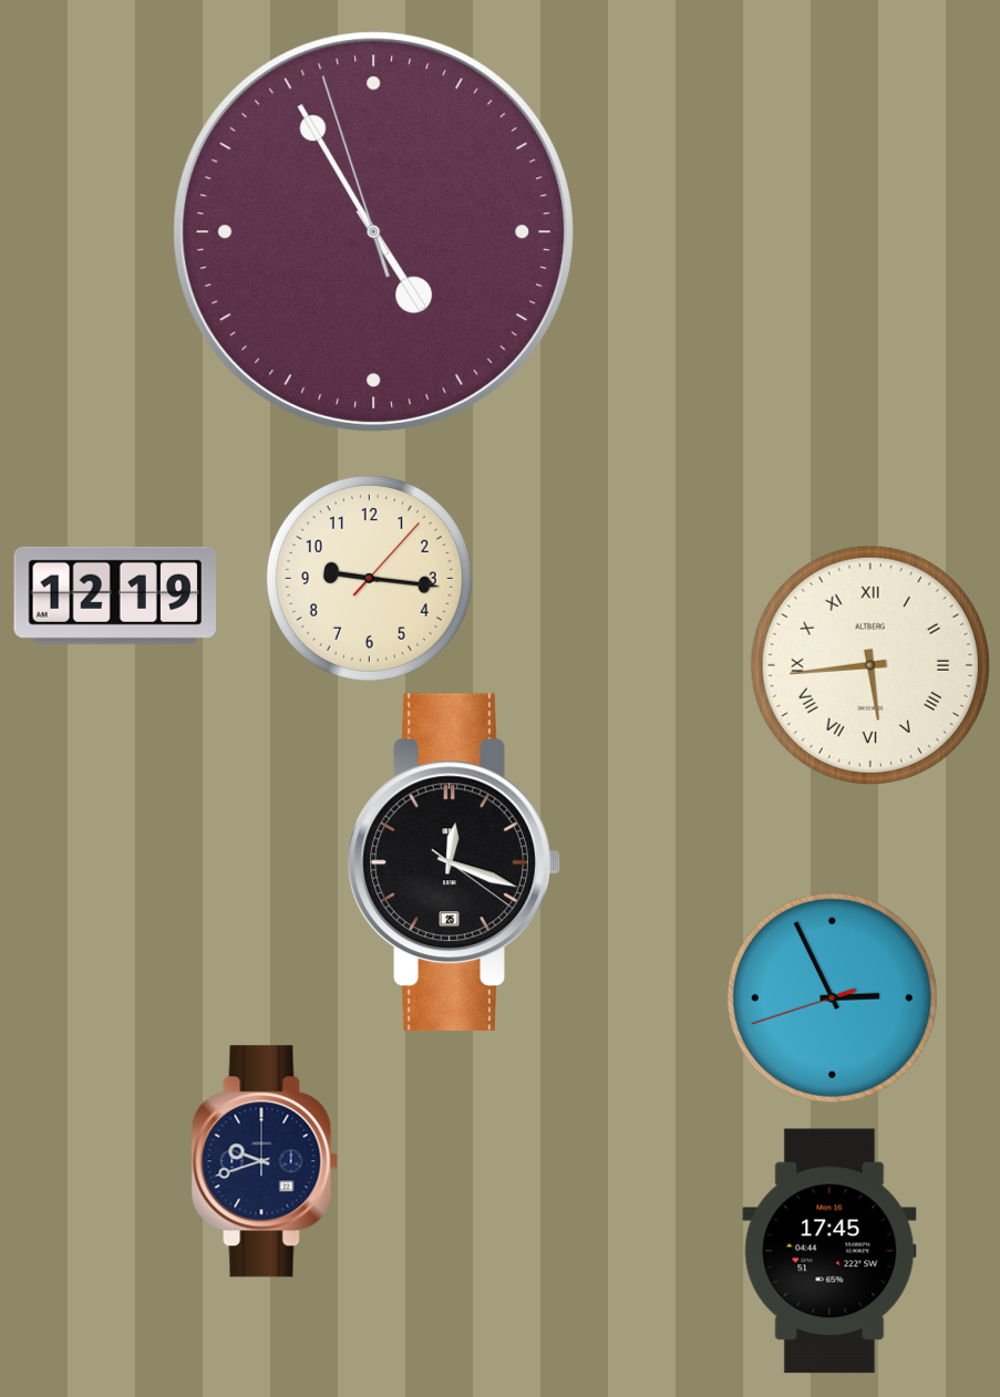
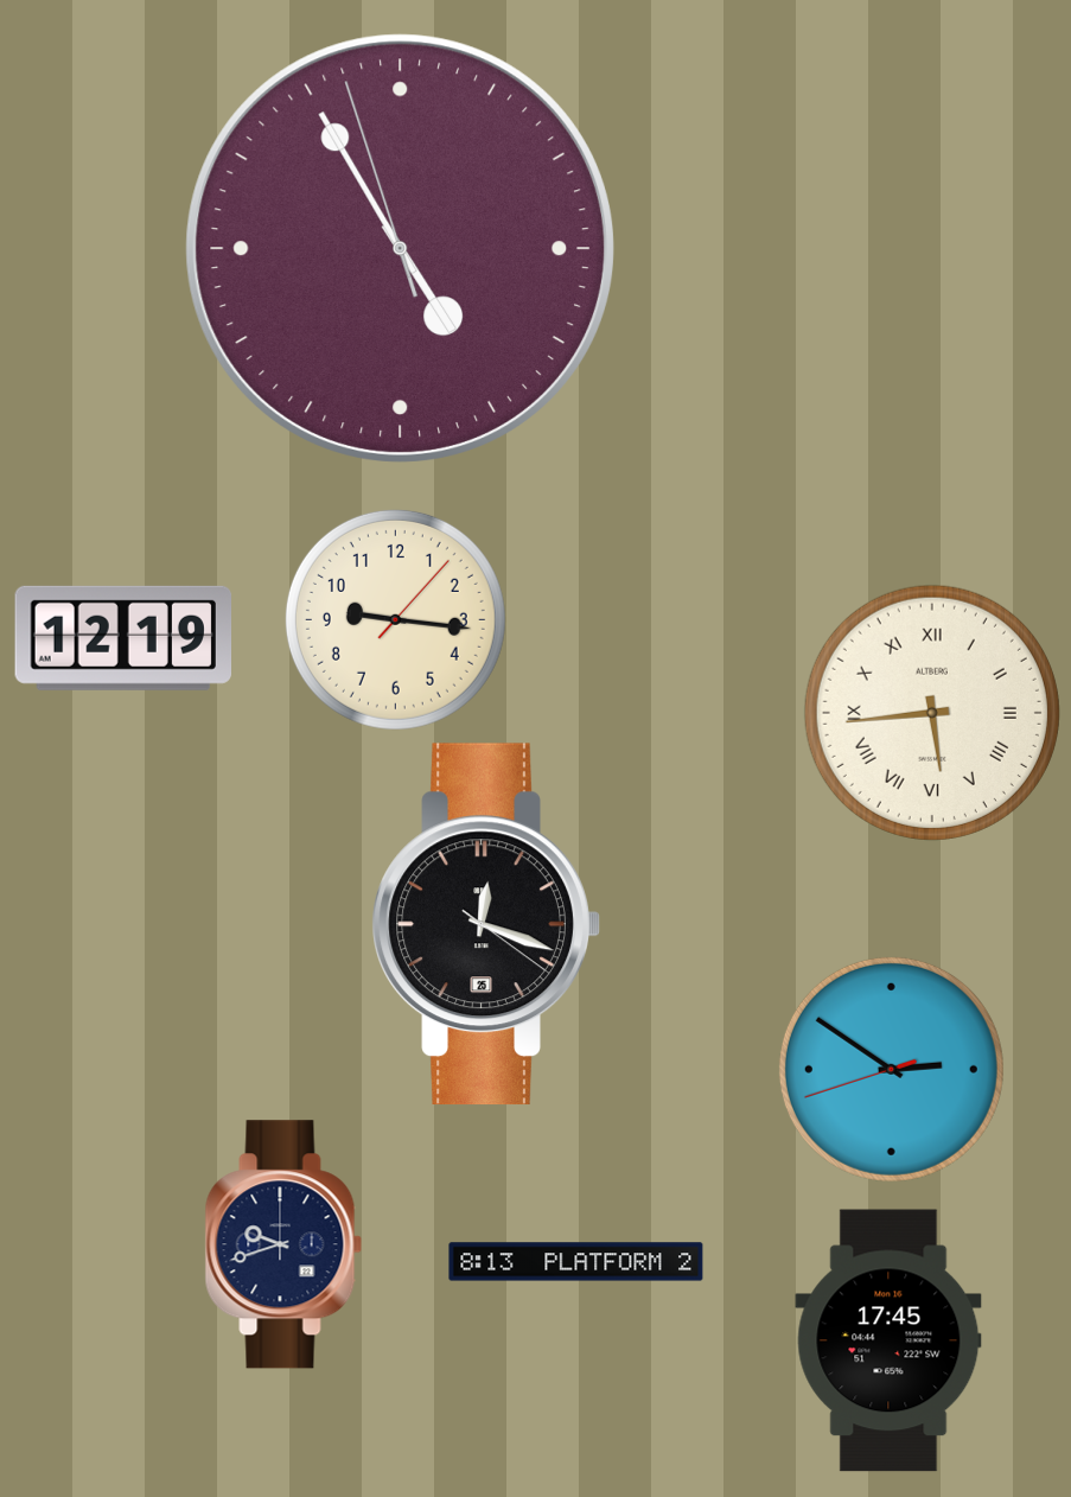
clock at (832, 997): 2:55 -> 2:50
clock at (576, 1262): none -> 8:13
